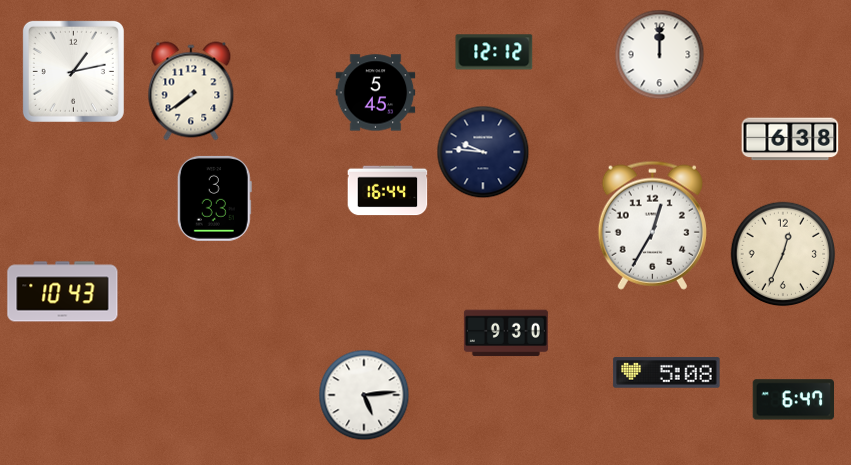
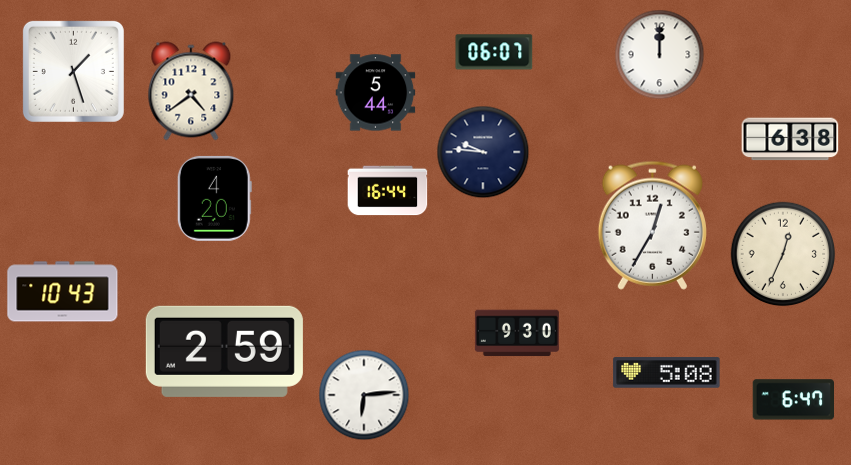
clock at (494, 52): 12:12 -> 06:07
clock at (73, 71): 1:13 -> 1:27
clock at (191, 91): 7:39 -> 4:39
clock at (376, 93): 5:45 -> 5:44
clock at (214, 198): 3:33 -> 4:20
clock at (506, 333) position: (506, 333) -> (517, 333)
clock at (224, 351): none -> 2:59
clock at (364, 395): 5:14 -> 6:14
